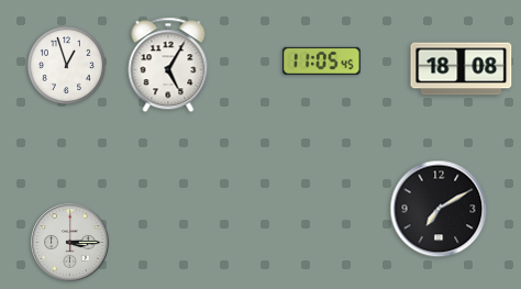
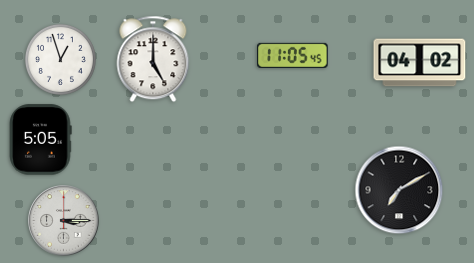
clock at (168, 65): 5:05 -> 5:00
clock at (462, 69): 18:08 -> 04:02
clock at (41, 140): none -> 5:05
